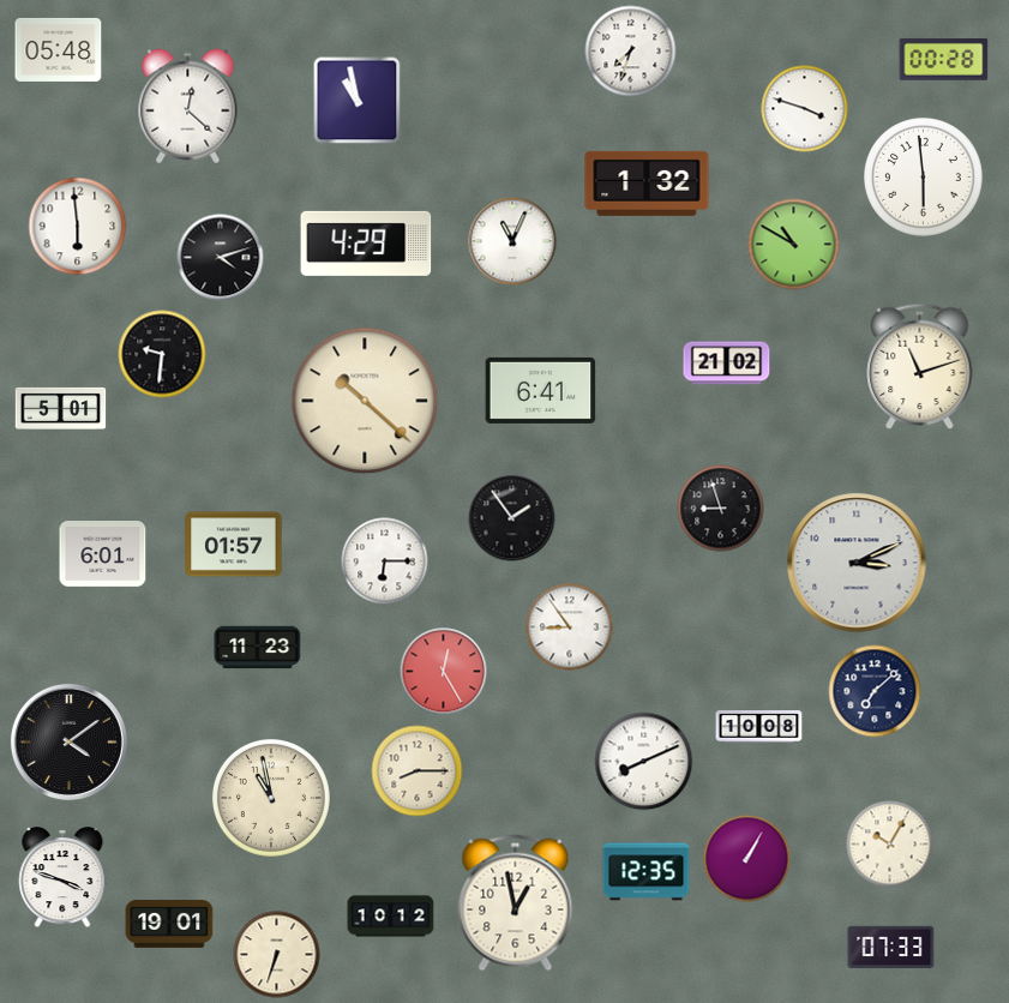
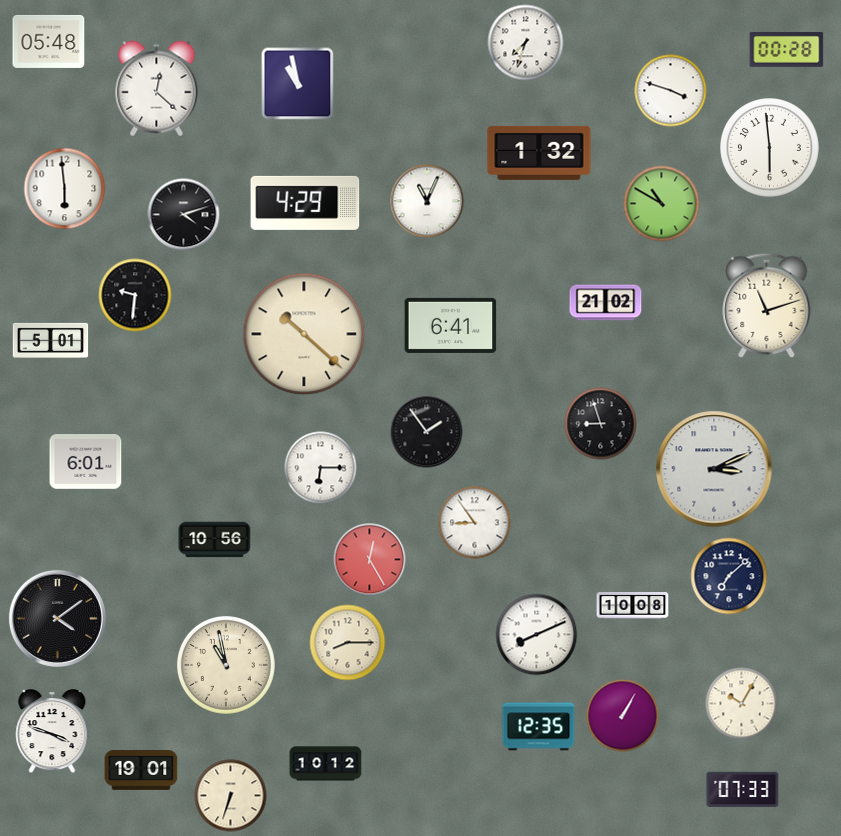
clock at (234, 545): 01:57 -> none
clock at (258, 648): 11:23 -> 10:56
clock at (516, 903): 12:58 -> none
